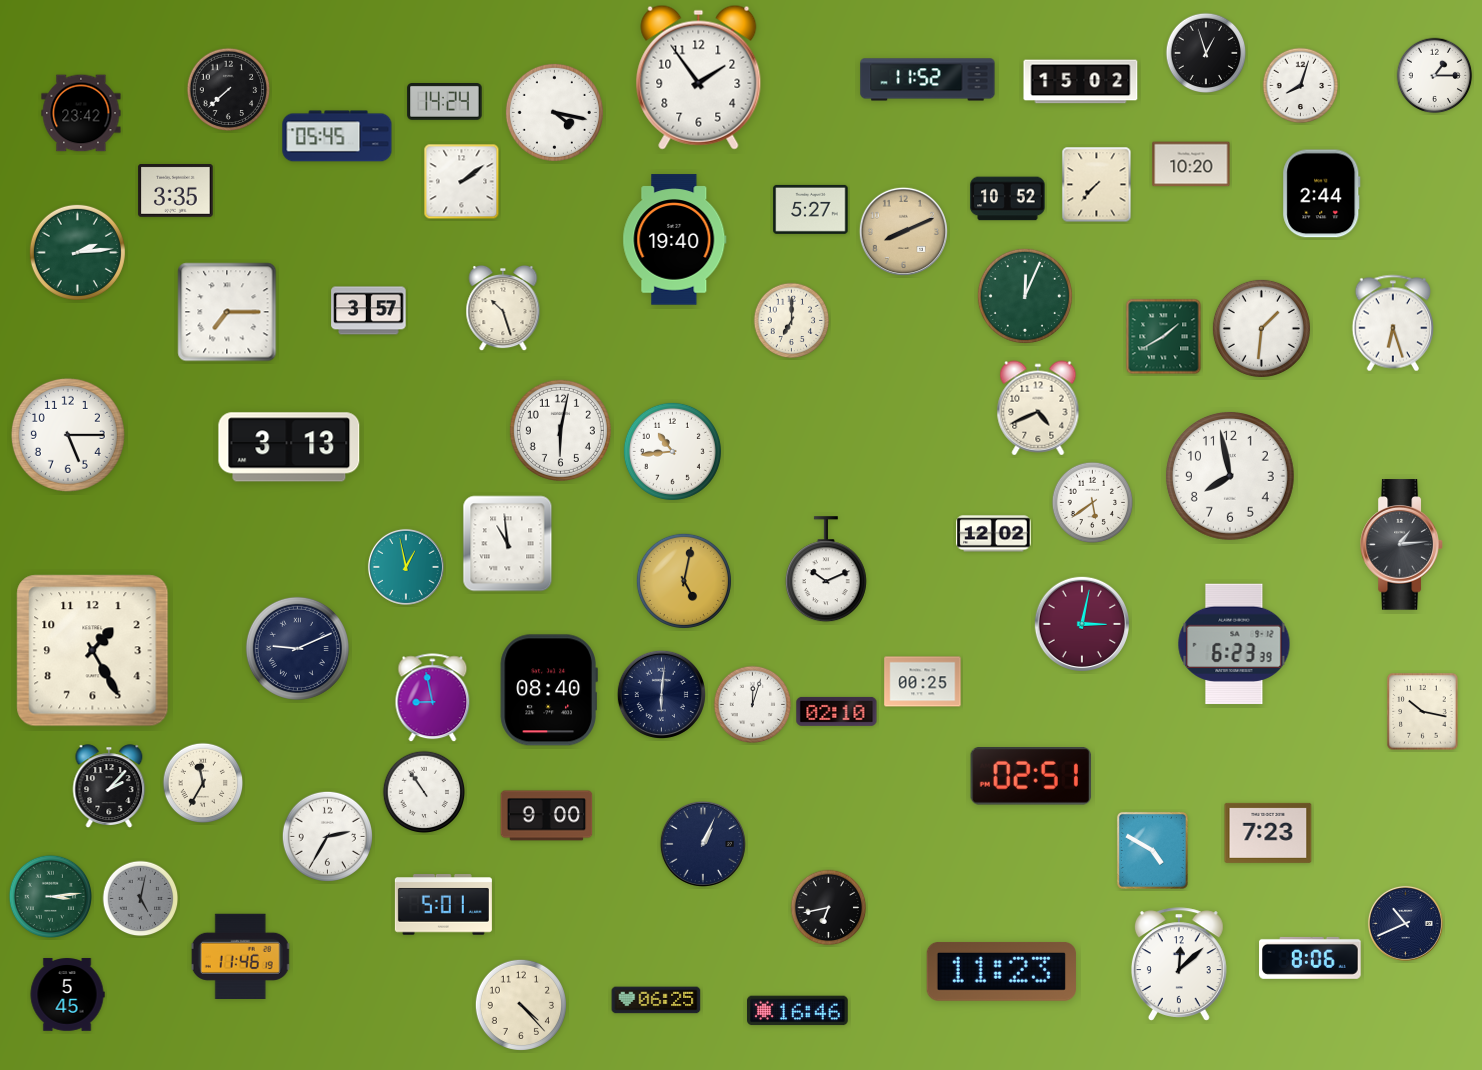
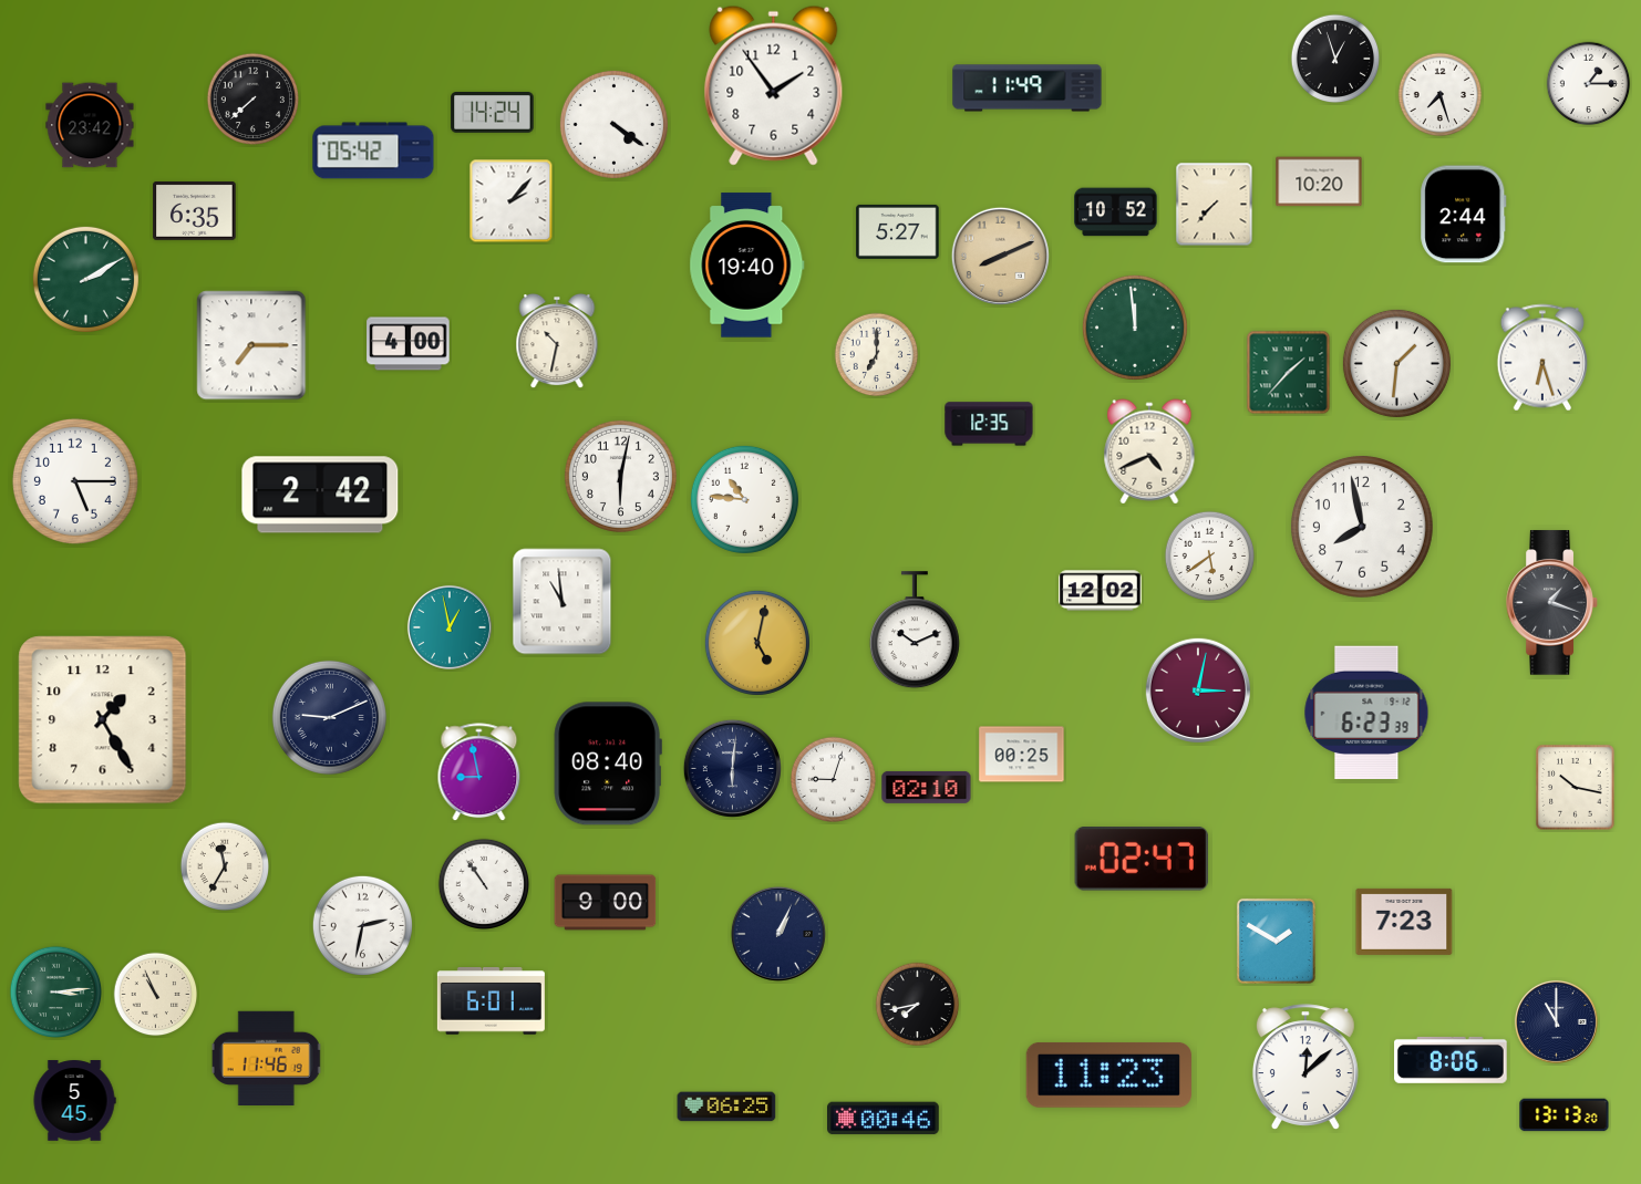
clock at (928, 80): 11:52 -> 11:49
clock at (1081, 82): 15:02 -> none
clock at (1301, 86): 8:03 -> 7:27
clock at (554, 112): 4:17 -> 4:21
clock at (337, 136): 05:45 -> 05:42
clock at (462, 182): 2:09 -> 2:07
clock at (176, 191): 3:35 -> 6:35
clock at (1008, 199) position: (1008, 199) -> (1116, 212)
clock at (77, 252): 2:14 -> 2:10
clock at (1025, 296): 12:04 -> 11:59
clock at (503, 308): 10:27 -> 10:32
clock at (369, 311): 3:57 -> 4:00
clock at (1164, 337): 1:40 -> 1:37
clock at (989, 424): none -> 12:35
clock at (289, 447): 3:13 -> 2:42
clock at (672, 451): 10:44 -> 10:46
clock at (1402, 545): 1:14 -> 1:18
clock at (753, 705): 12:03 -> 9:03
clock at (1031, 777): 02:51 -> 02:47
clock at (109, 786): 2:07 -> none
clock at (424, 792) position: (424, 792) -> (484, 884)
clock at (327, 836): 2:35 -> 2:32
clock at (1152, 850): 4:50 -> 1:50
clock at (141, 899): 5:02 -> 10:56
clock at (141, 899) dial: grey -> cream
clock at (443, 905): 5:01 -> 6:01
clock at (829, 908): 6:43 -> 7:43
clock at (1405, 923): 10:41 -> 11:00
clock at (521, 1005): 4:23 -> none
clock at (1565, 1115): none -> 13:13
clock at (798, 1011): 16:46 -> 00:46
